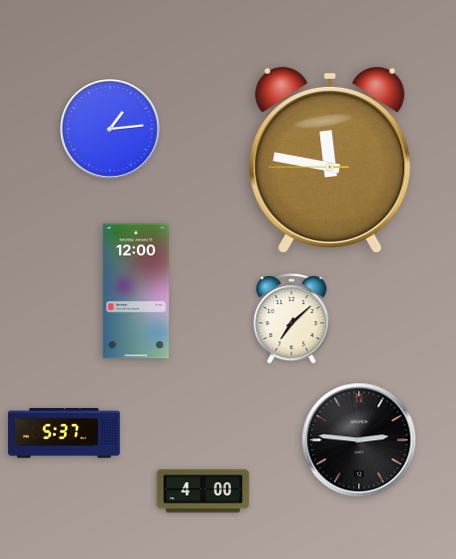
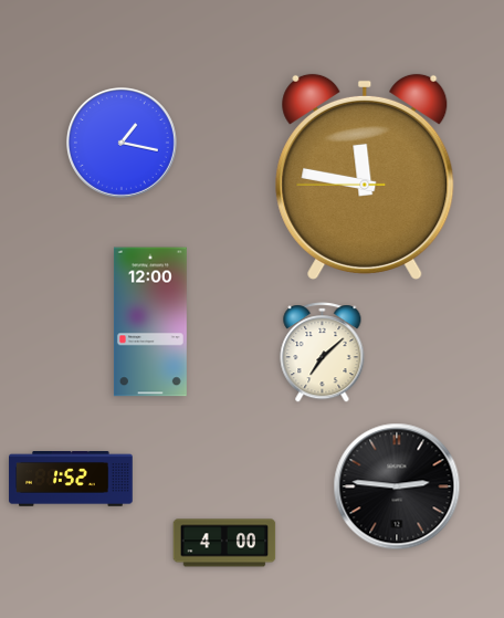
clock at (110, 129): 1:14 -> 1:17
clock at (64, 433): 5:37 -> 1:52
